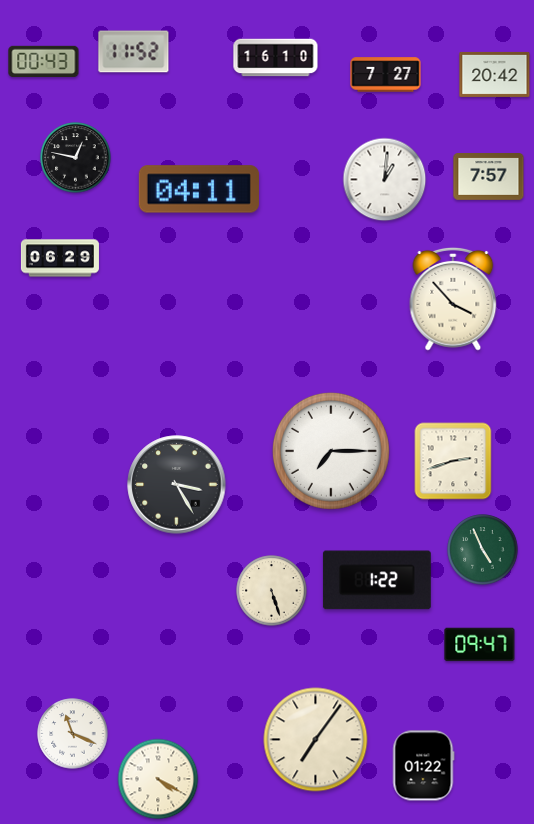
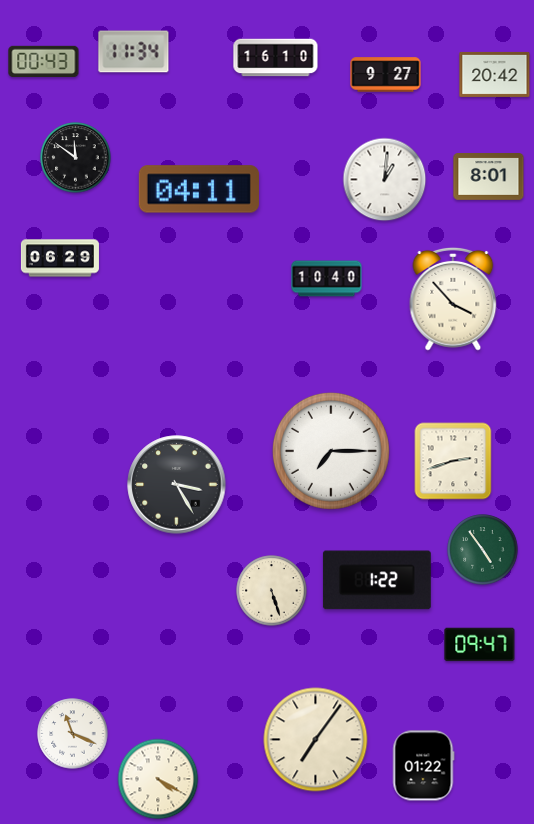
clock at (134, 52): 11:52 -> 11:34
clock at (386, 75): 7:27 -> 9:27
clock at (76, 158): 12:47 -> 11:51
clock at (489, 177): 7:57 -> 8:01
clock at (327, 279): none -> 10:40
clock at (483, 550): 4:56 -> 4:54
